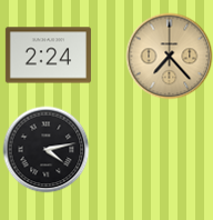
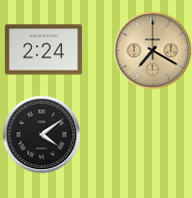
clock at (169, 56): 7:23 -> 7:20
clock at (45, 149): 4:13 -> 4:09
